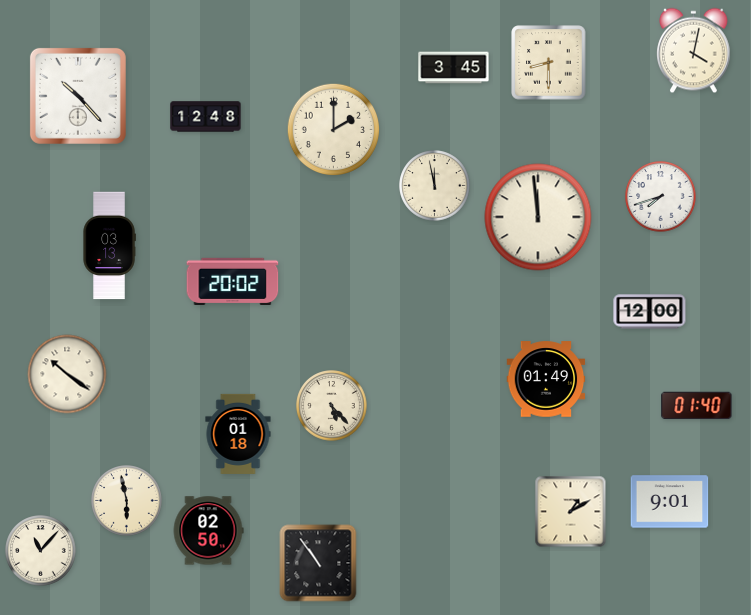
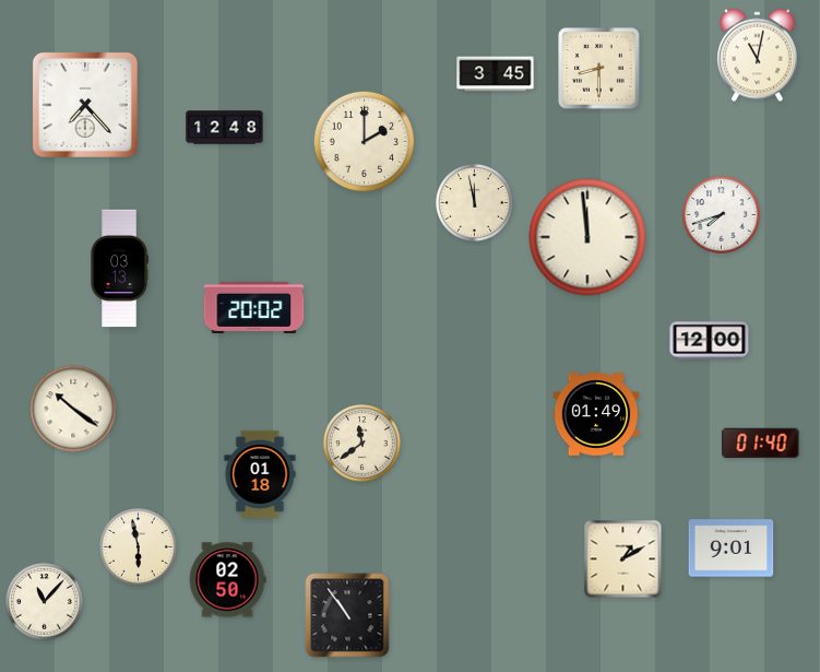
clock at (694, 51): 4:02 -> 11:02
clock at (78, 96): 10:23 -> 7:23
clock at (332, 406): 5:23 -> 11:39
